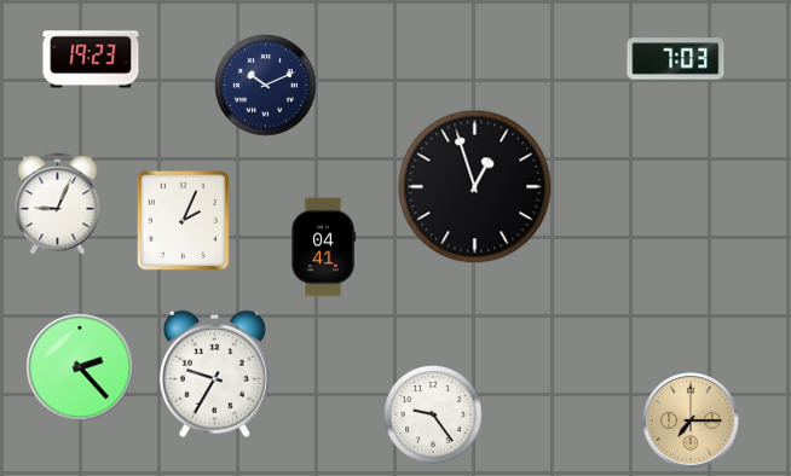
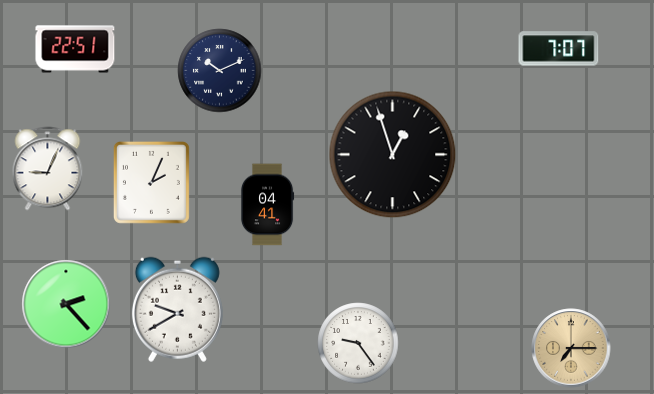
clock at (91, 59): 19:23 -> 22:51
clock at (676, 59): 7:03 -> 7:07
clock at (214, 373): 9:35 -> 9:40
